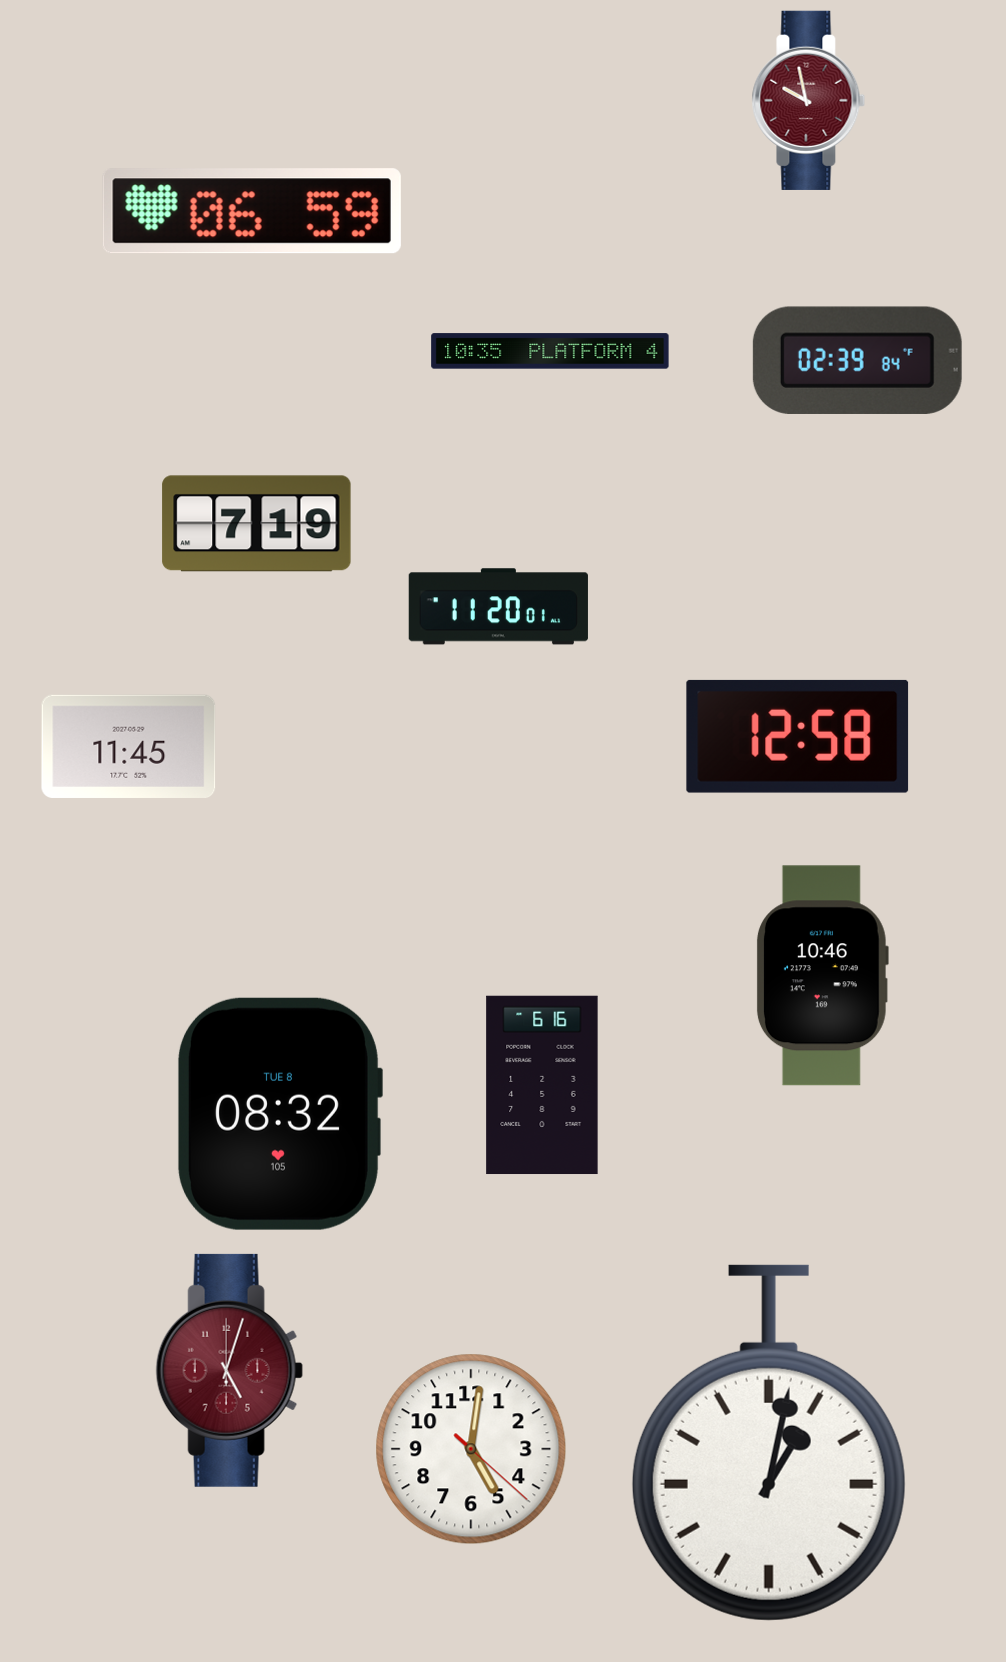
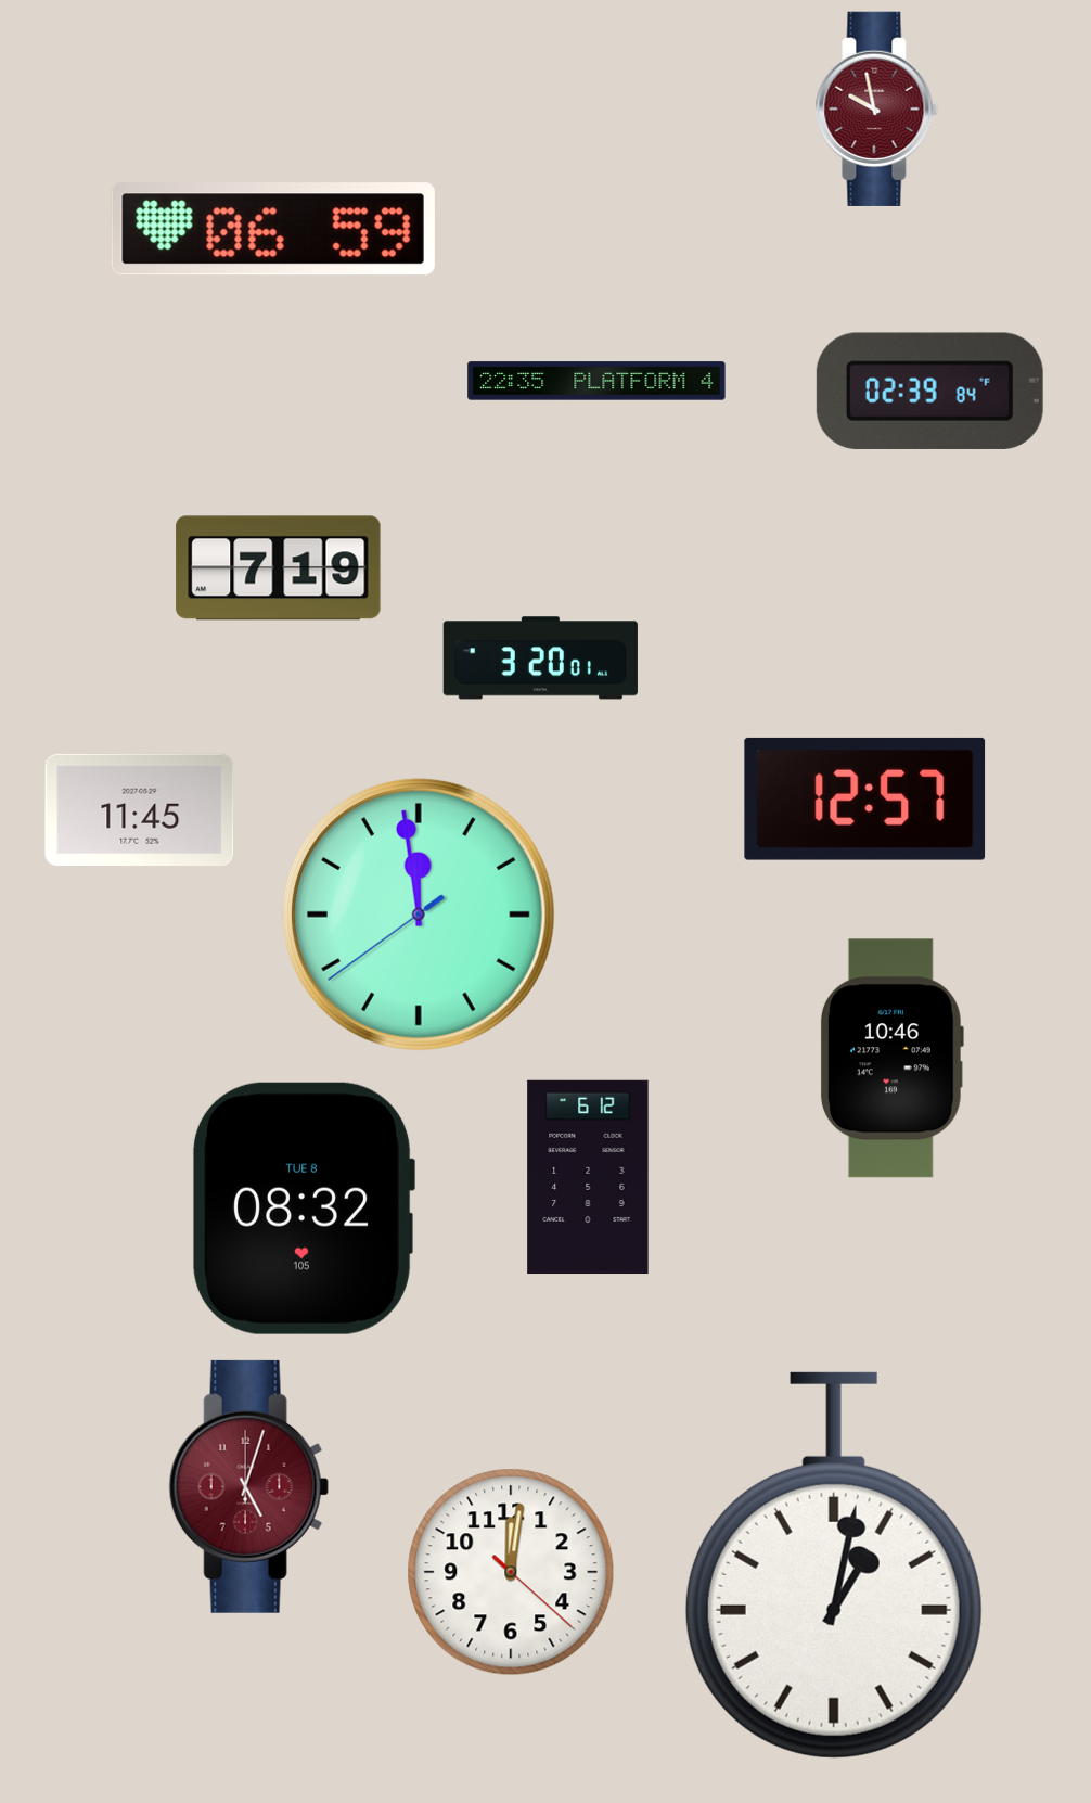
clock at (550, 351): 10:35 -> 22:35
clock at (498, 607): 11:20 -> 3:20
clock at (798, 736): 12:58 -> 12:57
clock at (419, 915): none -> 11:58
clock at (542, 1085): 6:16 -> 6:12
clock at (471, 1449): 5:01 -> 12:01
